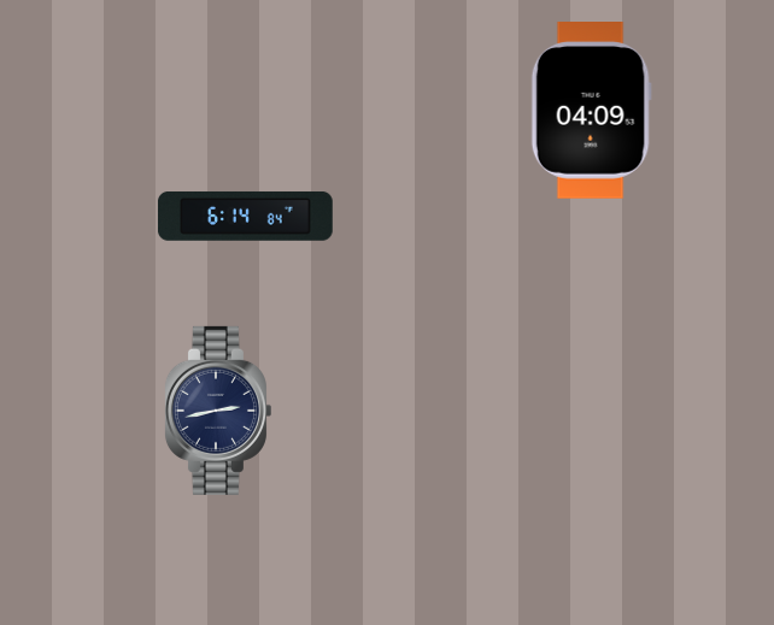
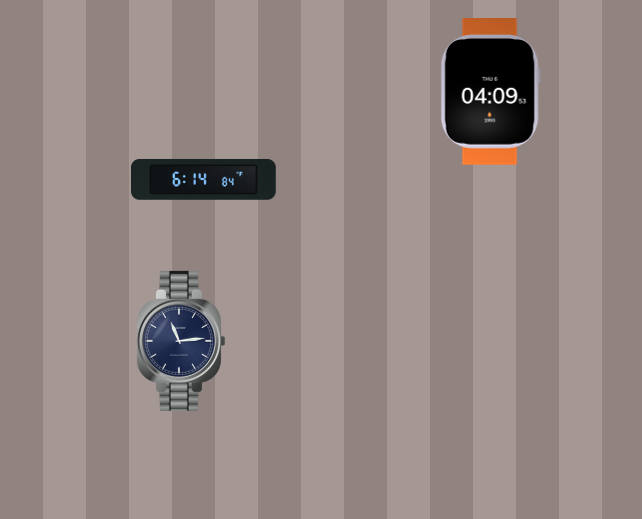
clock at (217, 411): 2:43 -> 11:14
